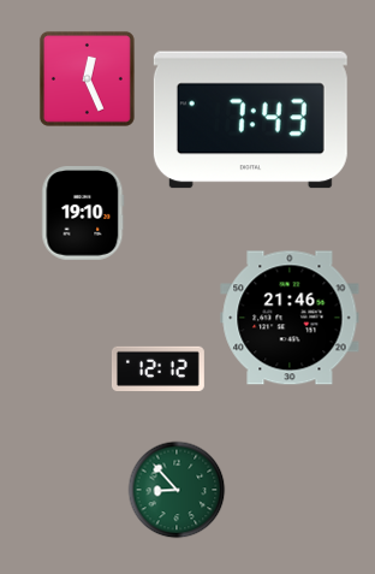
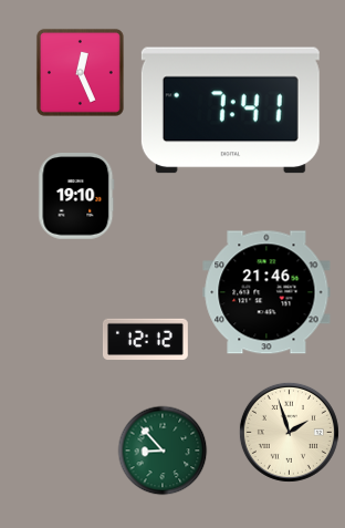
clock at (250, 120): 7:43 -> 7:41
clock at (289, 432): none -> 1:57
